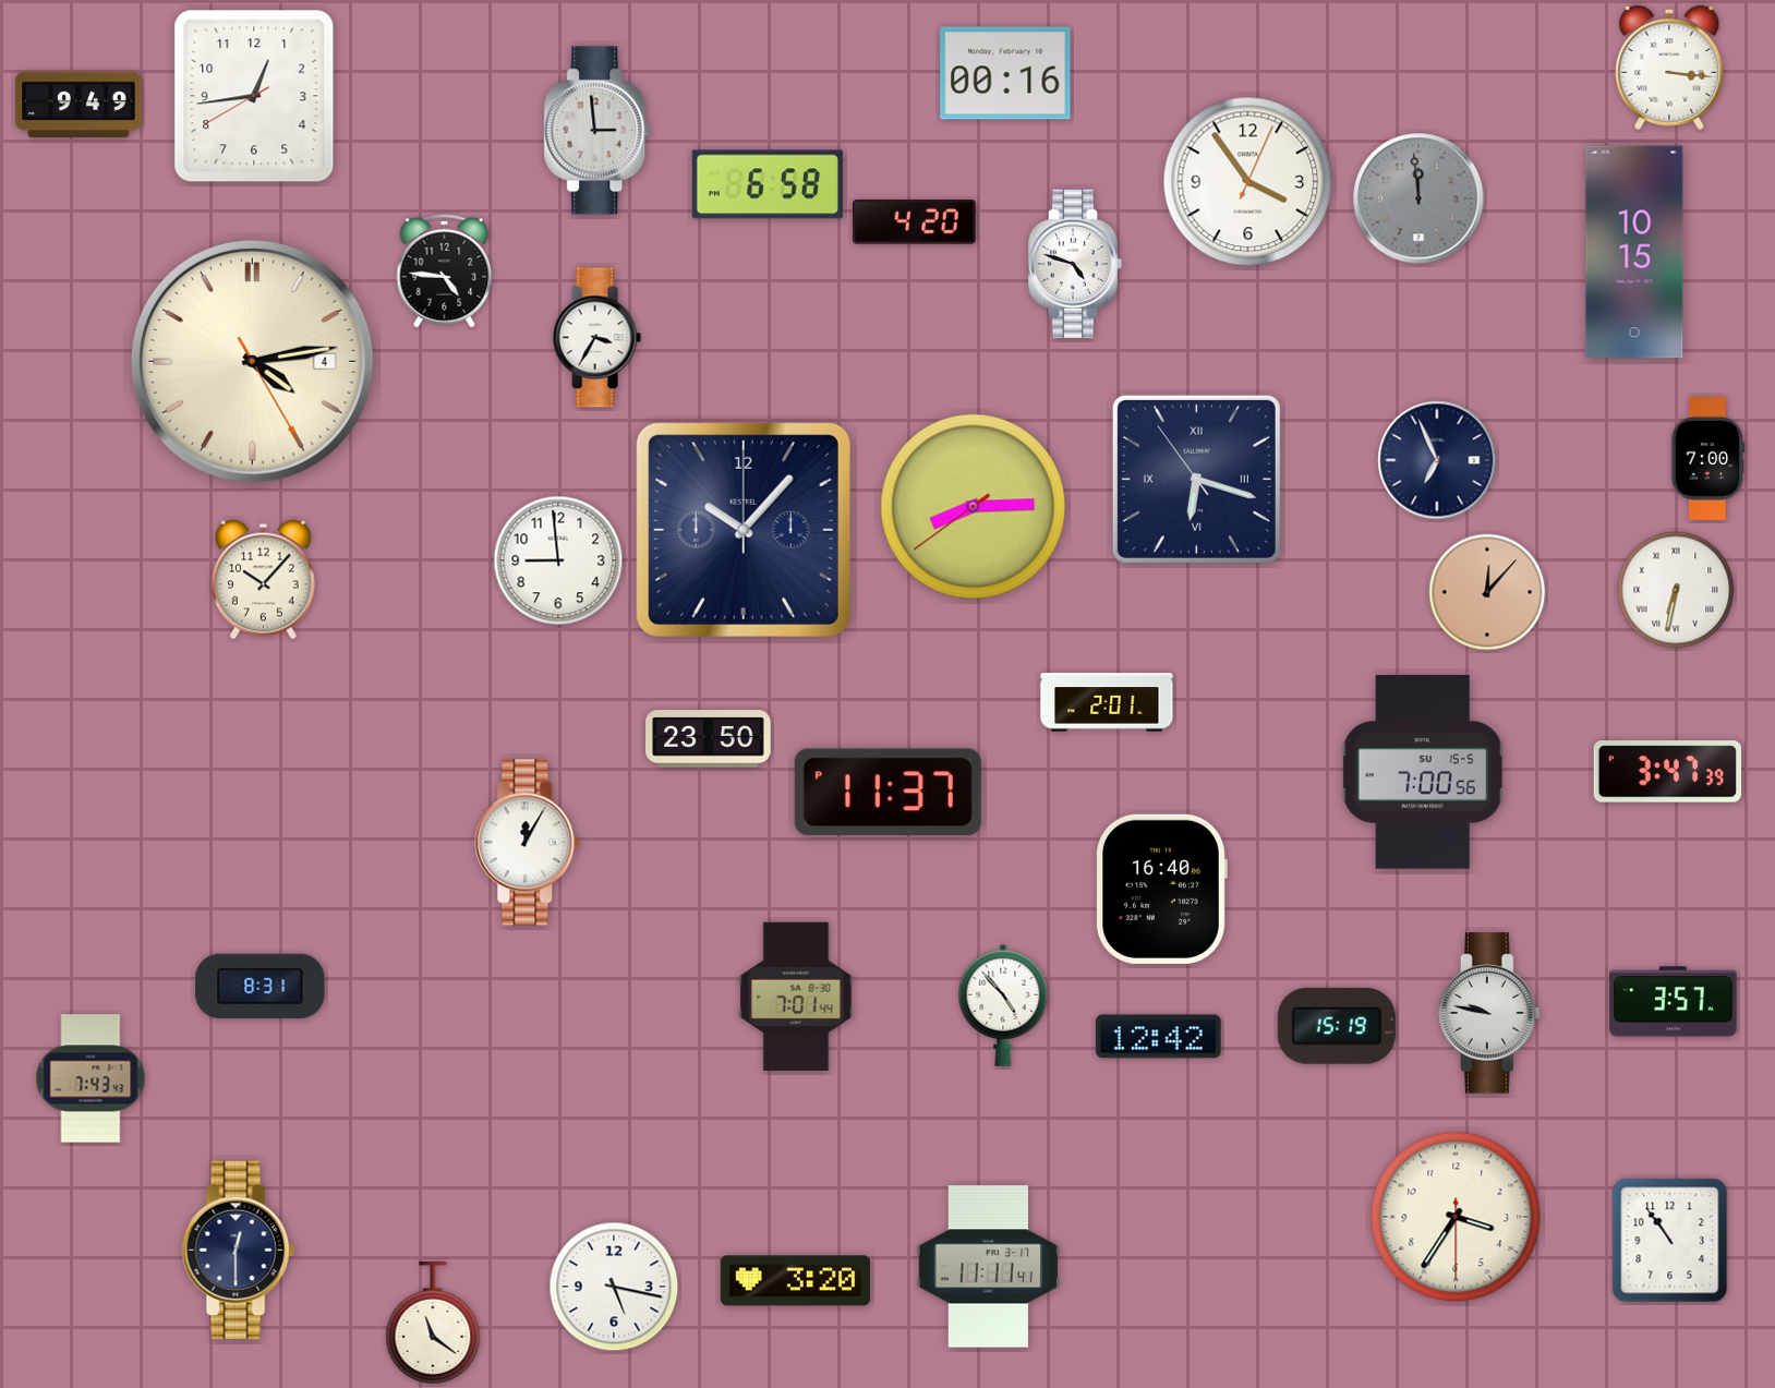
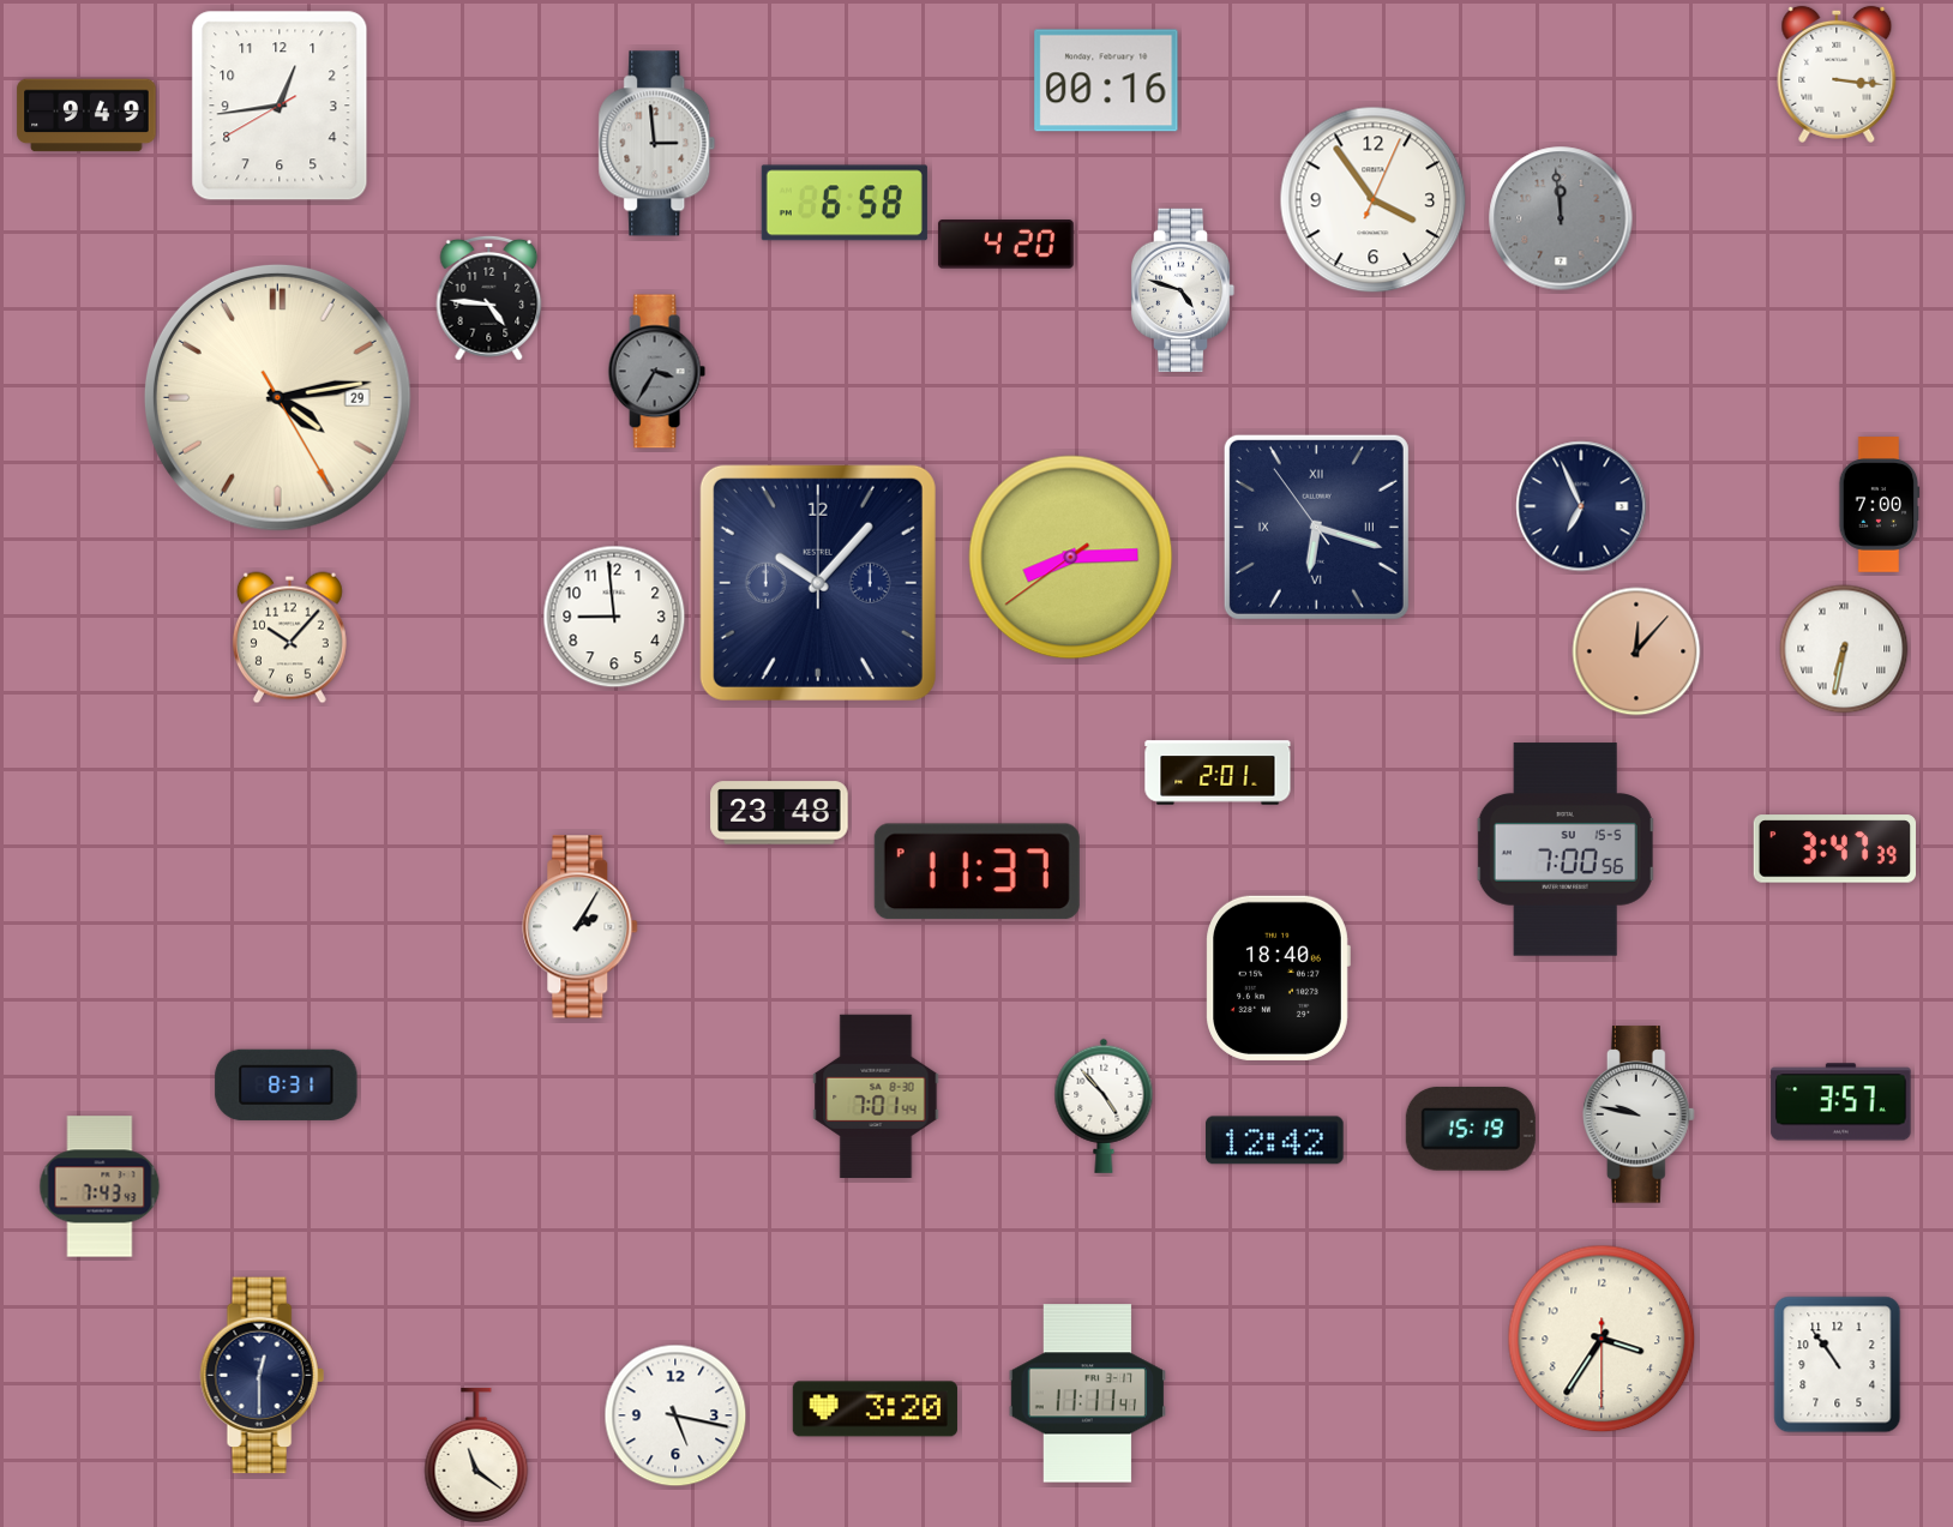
clock at (1634, 252): 10:15 -> none
clock at (596, 338) dial: white -> grey
clock at (252, 361) date: 4 -> 29
clock at (709, 739): 23:50 -> 23:48
clock at (528, 843): 12:05 -> 2:05
clock at (1161, 889): 16:40 -> 18:40
